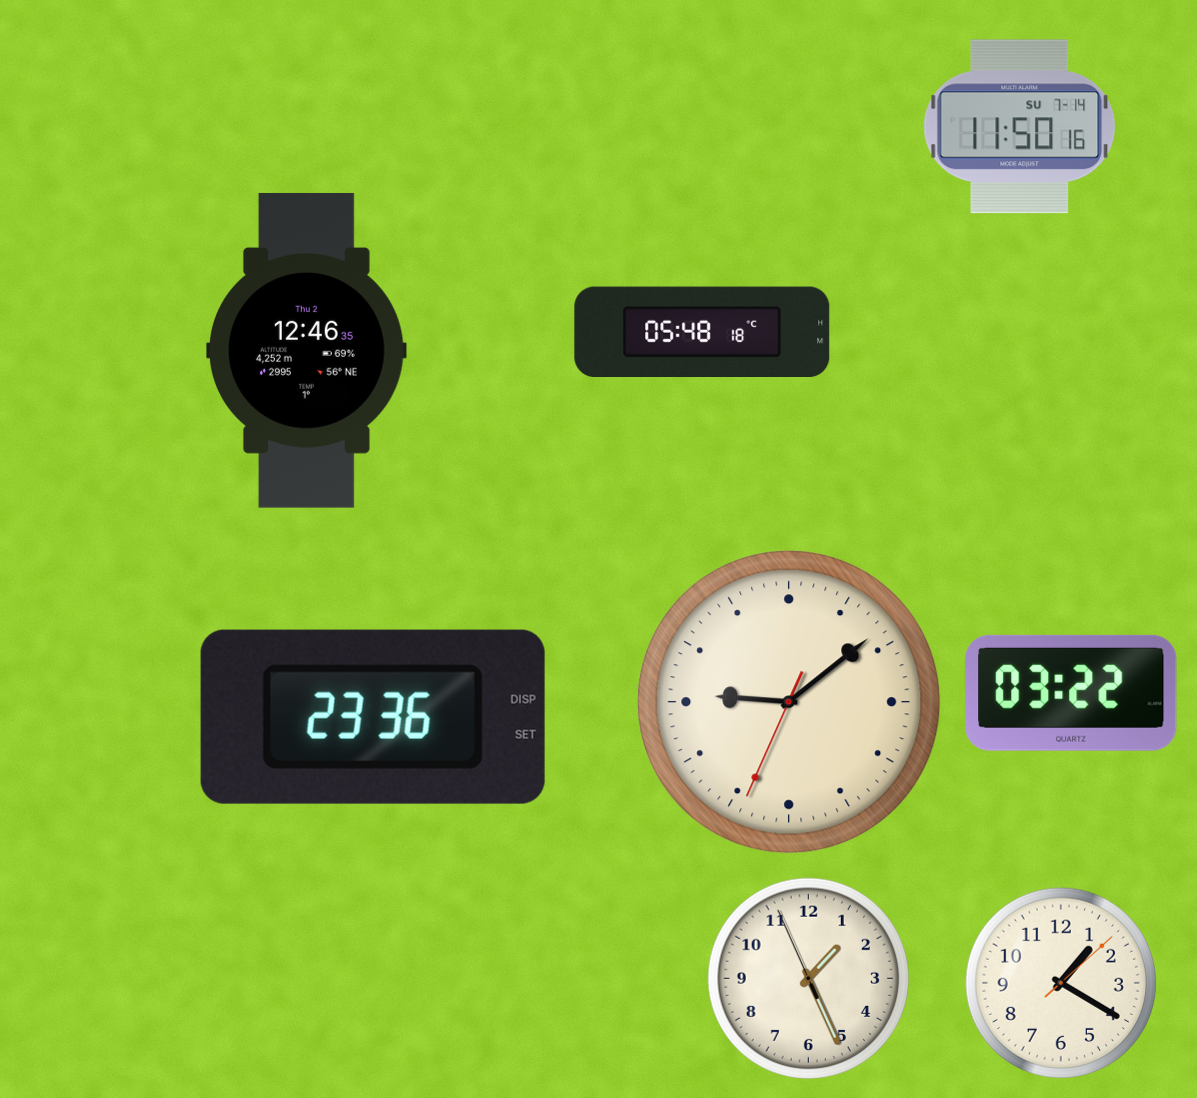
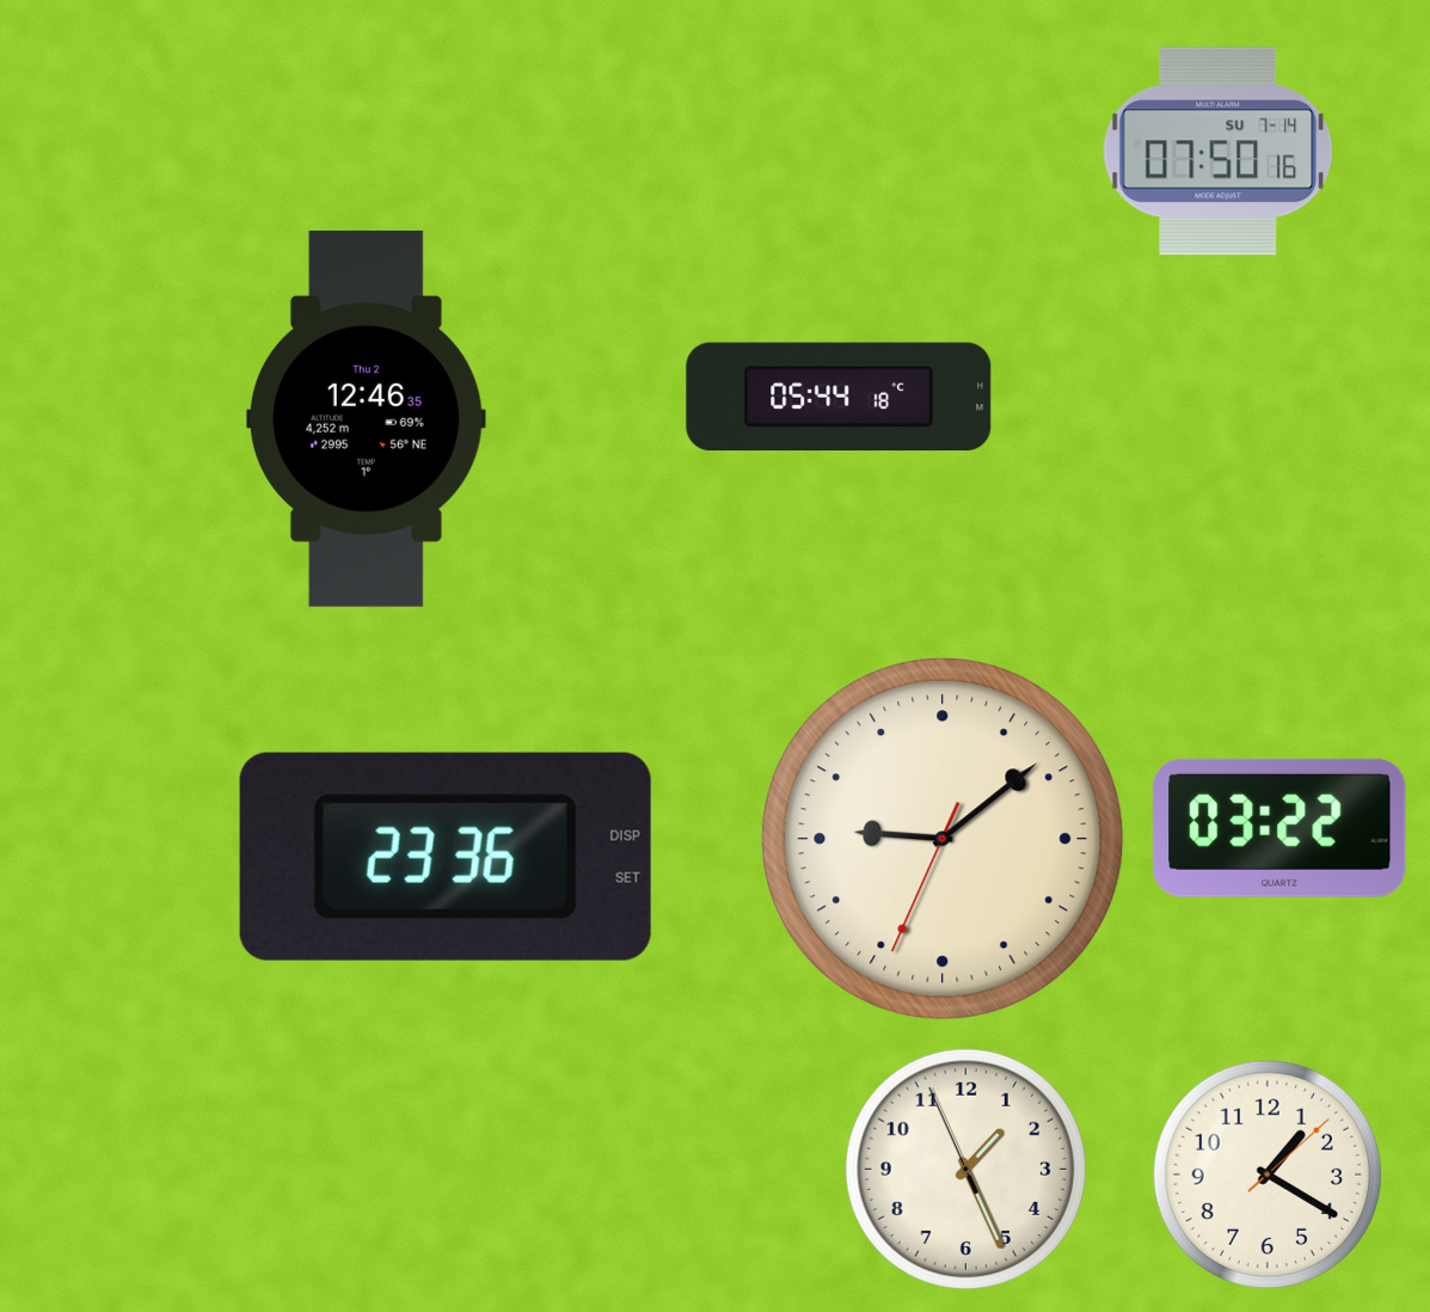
clock at (1020, 127): 11:50 -> 07:50
clock at (702, 331): 05:48 -> 05:44
